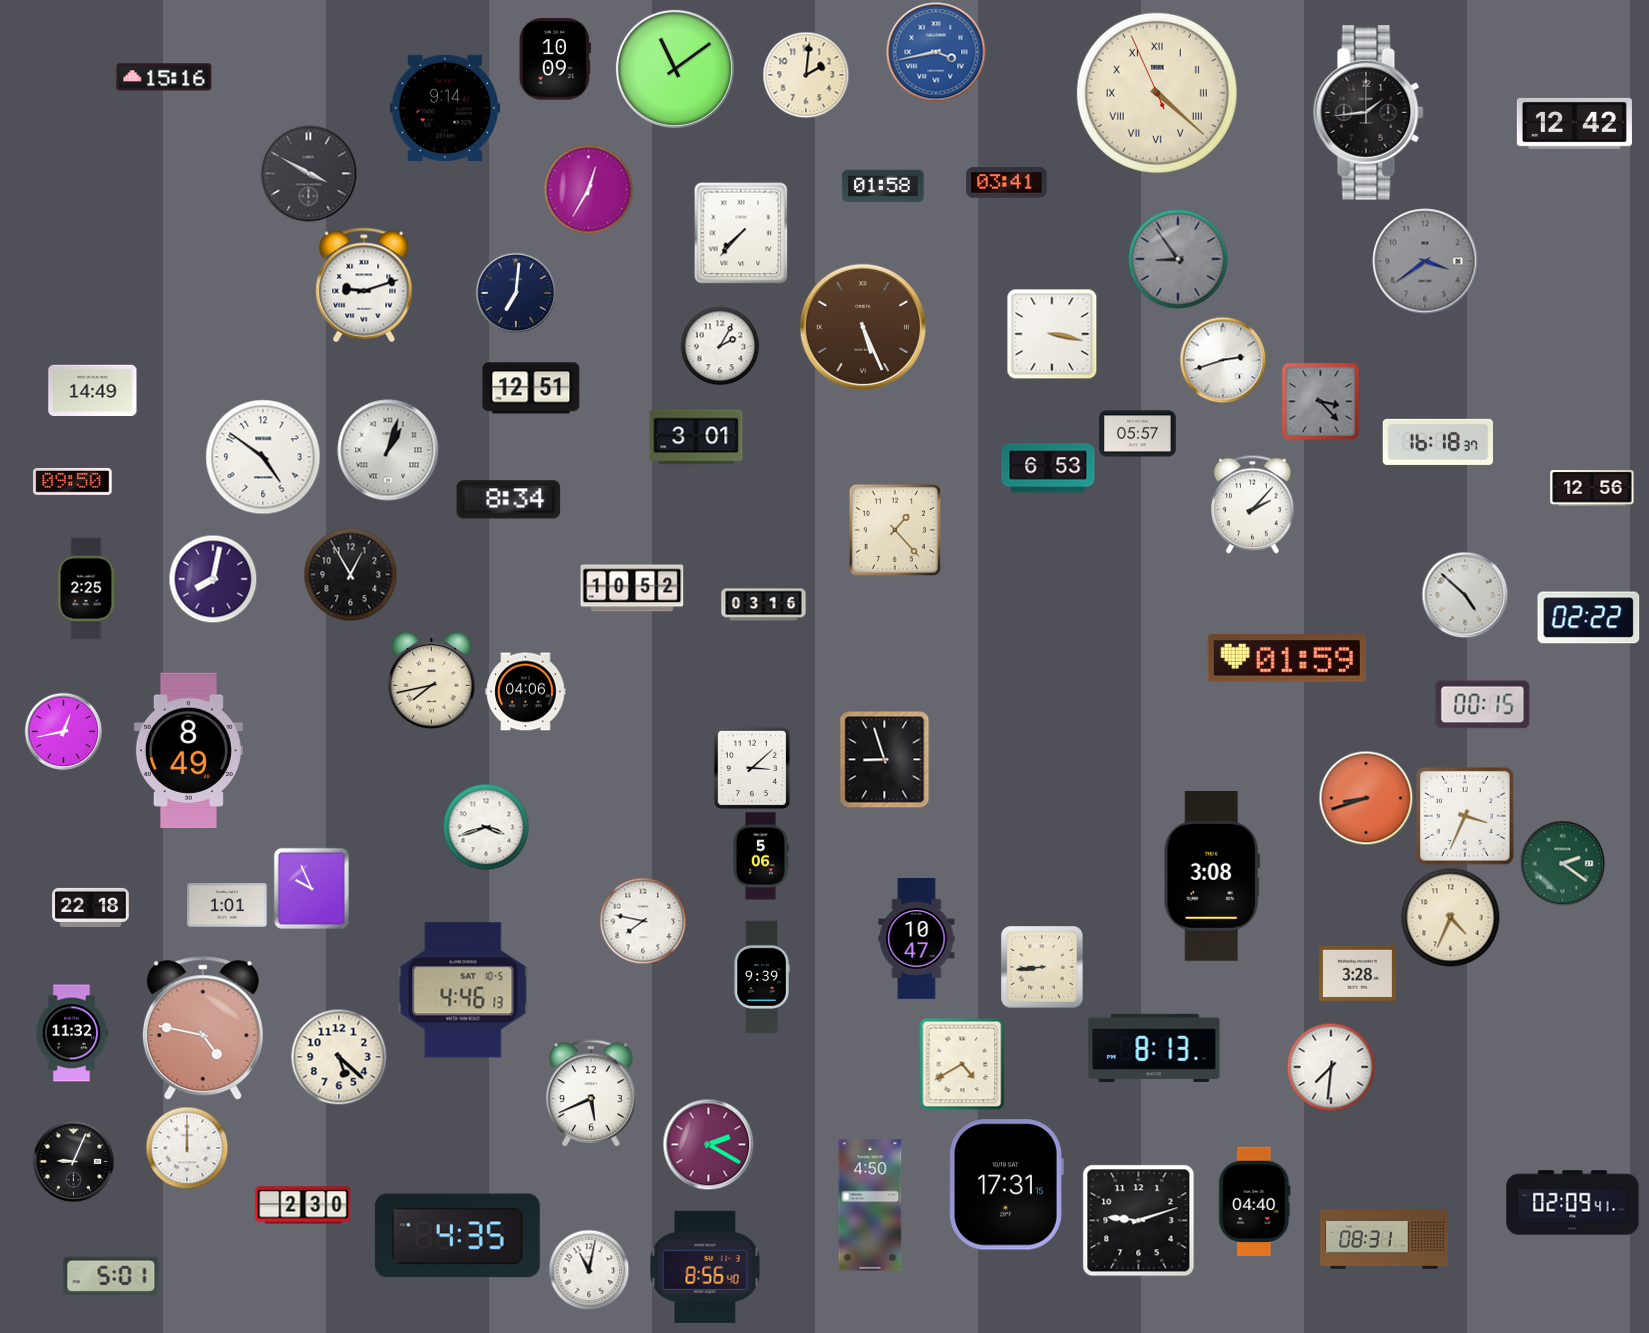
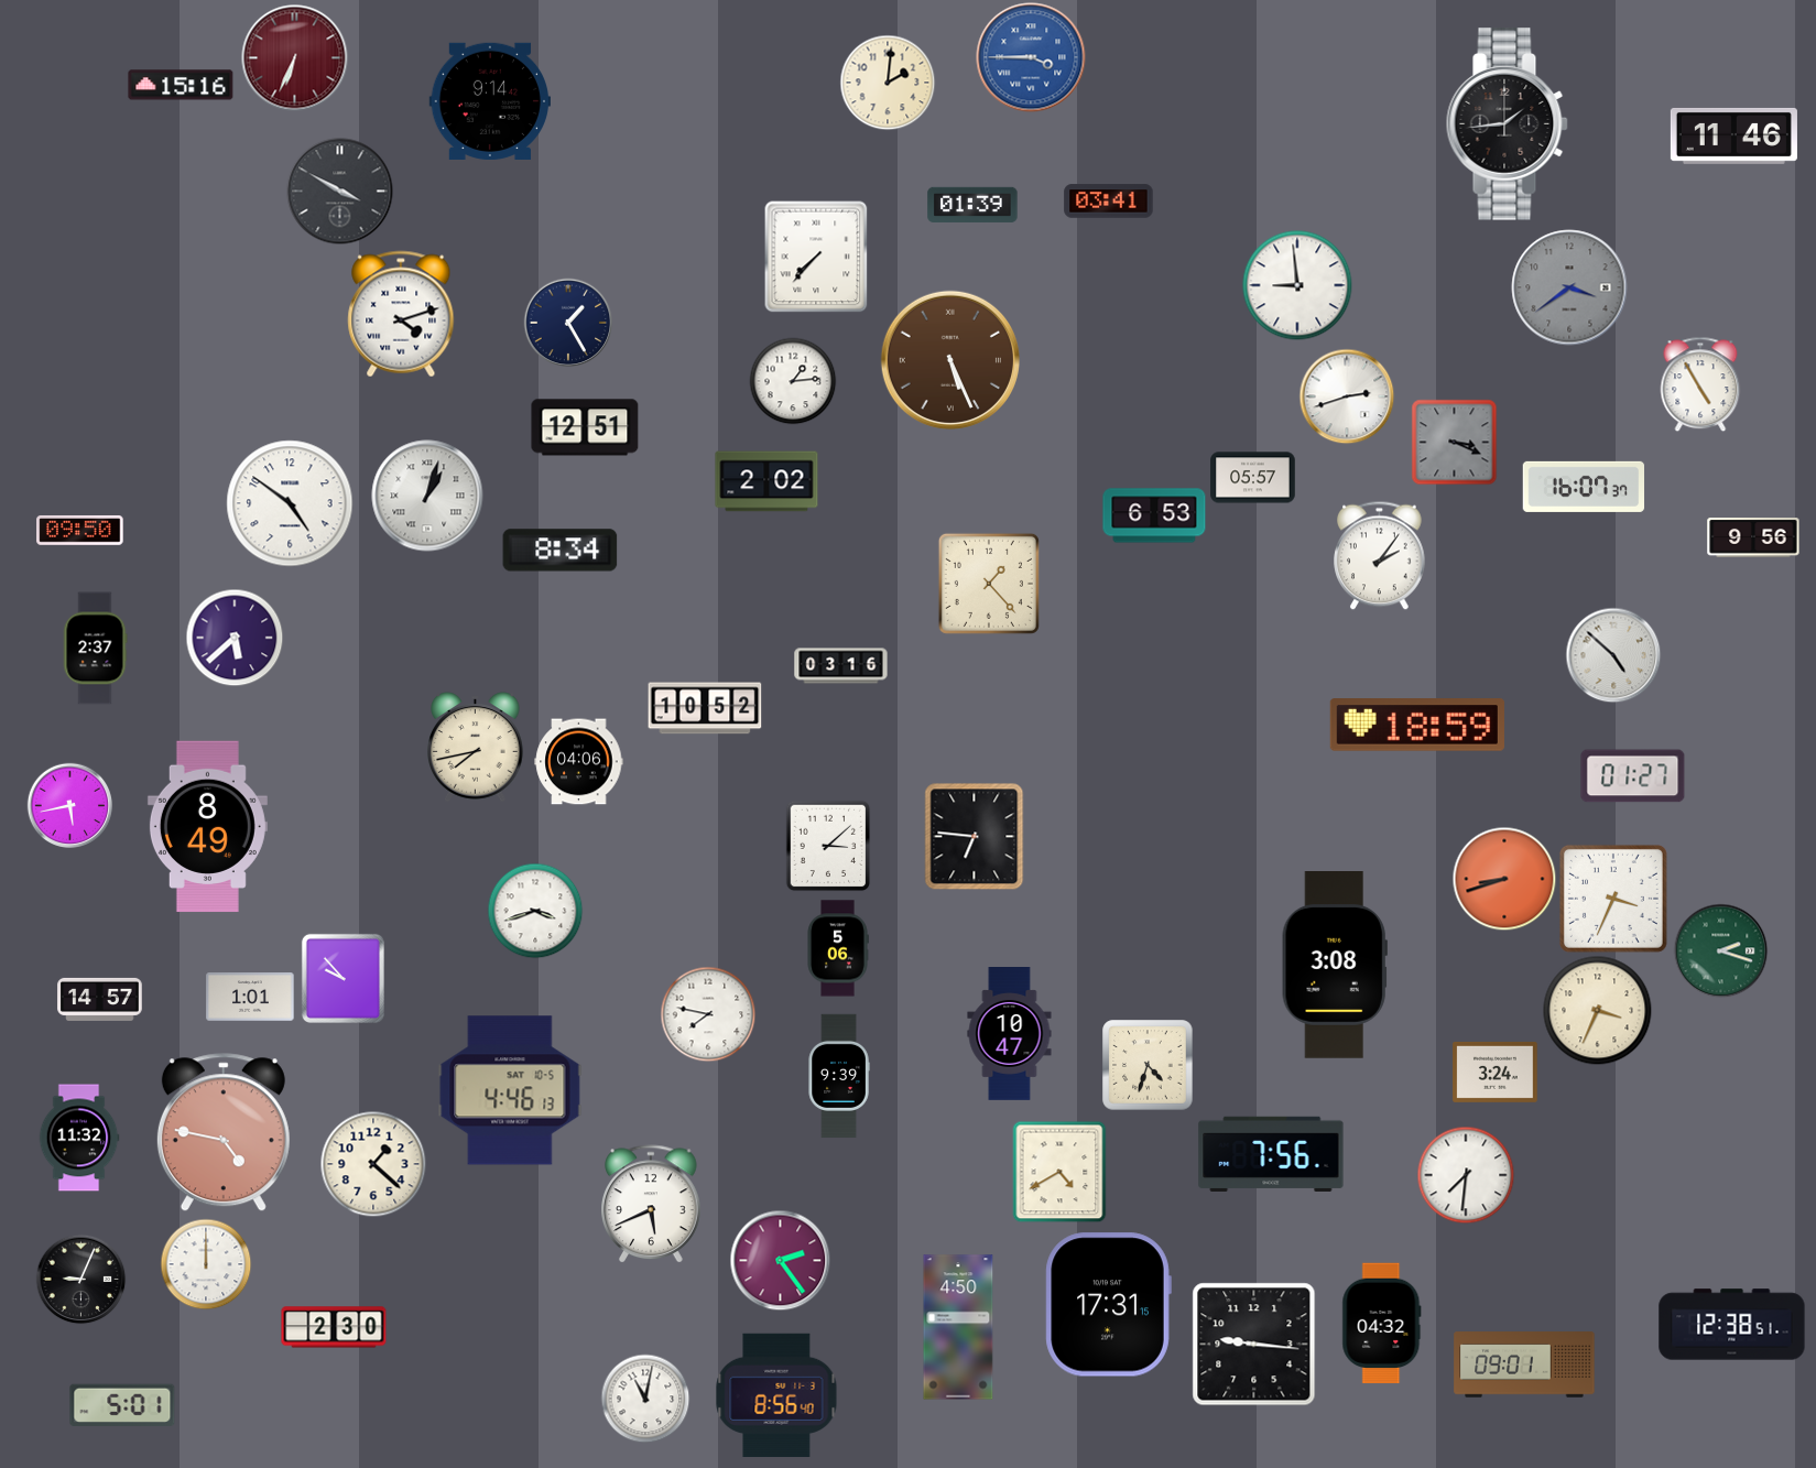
clock at (936, 52): 3:43 -> 3:45
clock at (295, 58): none -> 6:34
clock at (555, 59): 10:09 -> none
clock at (675, 69): 11:09 -> none
clock at (1157, 93): 4:21 -> none
clock at (444, 108) position: (444, 108) -> (489, 101)
clock at (1574, 123): 12:42 -> 11:46
clock at (883, 186): 01:58 -> 01:39
clock at (588, 189): 12:35 -> none
clock at (1178, 259): 8:54 -> 8:59
clock at (1178, 259) dial: grey -> white
clock at (364, 285): 9:12 -> 4:12
clock at (516, 293): 7:01 -> 1:25
clock at (1052, 334): 3:17 -> none
clock at (720, 346): 2:05 -> 1:14
clock at (1700, 384): none -> 4:55
clock at (93, 390): 14:49 -> none
clock at (1320, 401): 3:23 -> 3:19
clock at (696, 437): 3:01 -> 2:02
clock at (1438, 442): 16:18 -> 16:07
clock at (1592, 488): 12:56 -> 9:56
clock at (1253, 504): 2:07 -> 2:06
clock at (895, 530) position: (895, 530) -> (989, 584)
clock at (350, 574): 12:55 -> none
clock at (213, 579): 8:02 -> 5:38
clock at (632, 588) position: (632, 588) -> (705, 708)
clock at (86, 589): 2:25 -> 2:37
clock at (1589, 618): 02:22 -> none
clock at (1287, 658): 01:59 -> 18:59
clock at (432, 682) position: (432, 682) -> (476, 748)
clock at (1483, 705): 00:15 -> 01:27
clock at (63, 731): 12:43 -> 5:43
clock at (885, 760): 8:57 -> 6:46
clock at (761, 856) position: (761, 856) -> (838, 948)
clock at (1562, 863): 2:21 -> 2:18
clock at (311, 888): 9:56 -> 9:53
clock at (91, 907): 22:18 -> 14:57
clock at (1451, 918): 4:34 -> 3:34
clock at (1042, 967): 8:44 -> 4:33
clock at (1358, 973): 3:28 -> 3:24
clock at (1154, 1048): 8:13 -> 7:56
clock at (339, 1057): 5:22 -> 1:22
clock at (708, 1144): 2:20 -> 2:24
clock at (1255, 1202): 04:40 -> 04:32
clock at (1573, 1203): 02:09 -> 12:38
clock at (1139, 1221): 9:12 -> 9:16
clock at (457, 1236): 4:35 -> none
clock at (1384, 1239): 08:31 -> 09:01
clock at (589, 1270) position: (589, 1270) -> (645, 1399)
